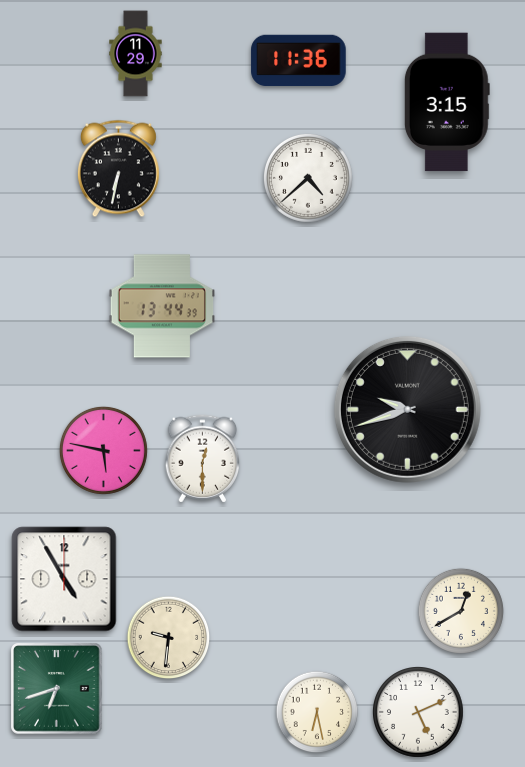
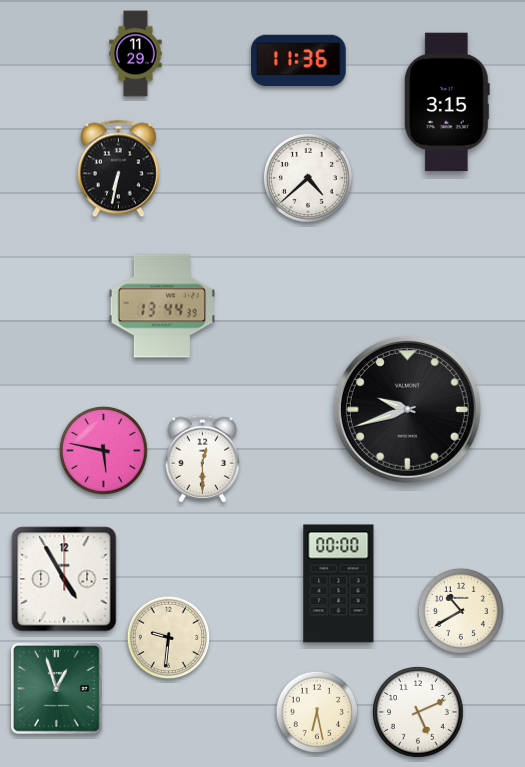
clock at (339, 584): none -> 00:00
clock at (461, 611): 12:40 -> 10:40
clock at (57, 689): 6:42 -> 12:57
